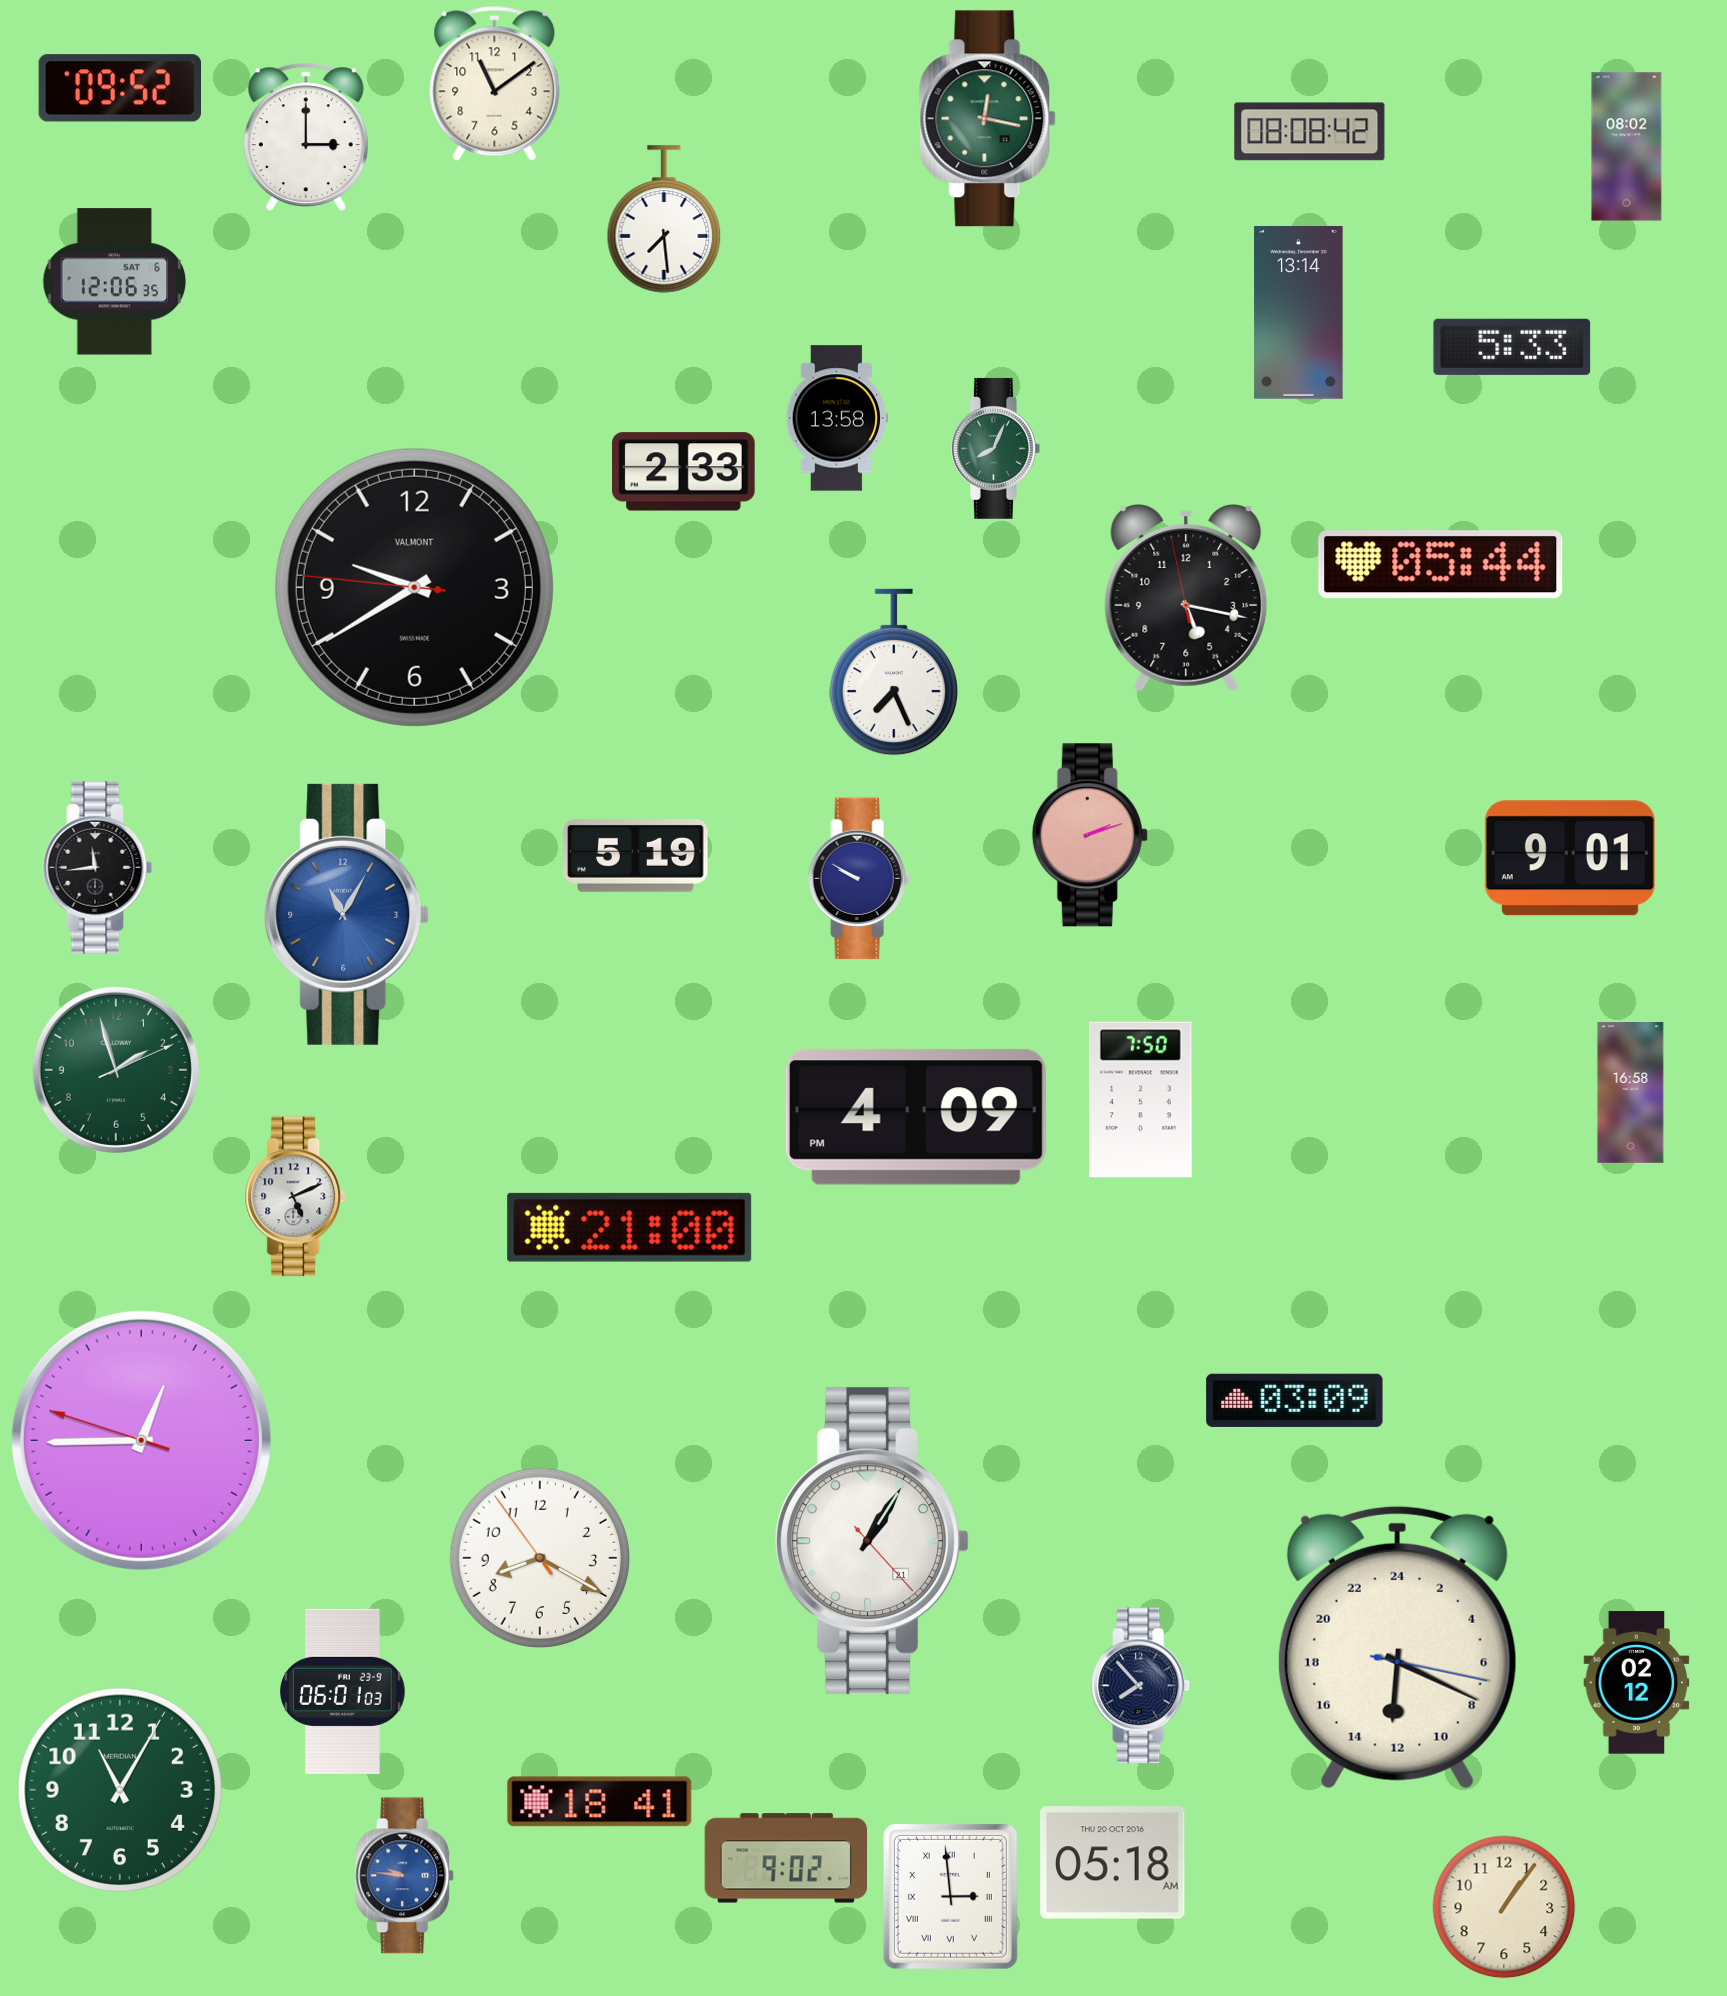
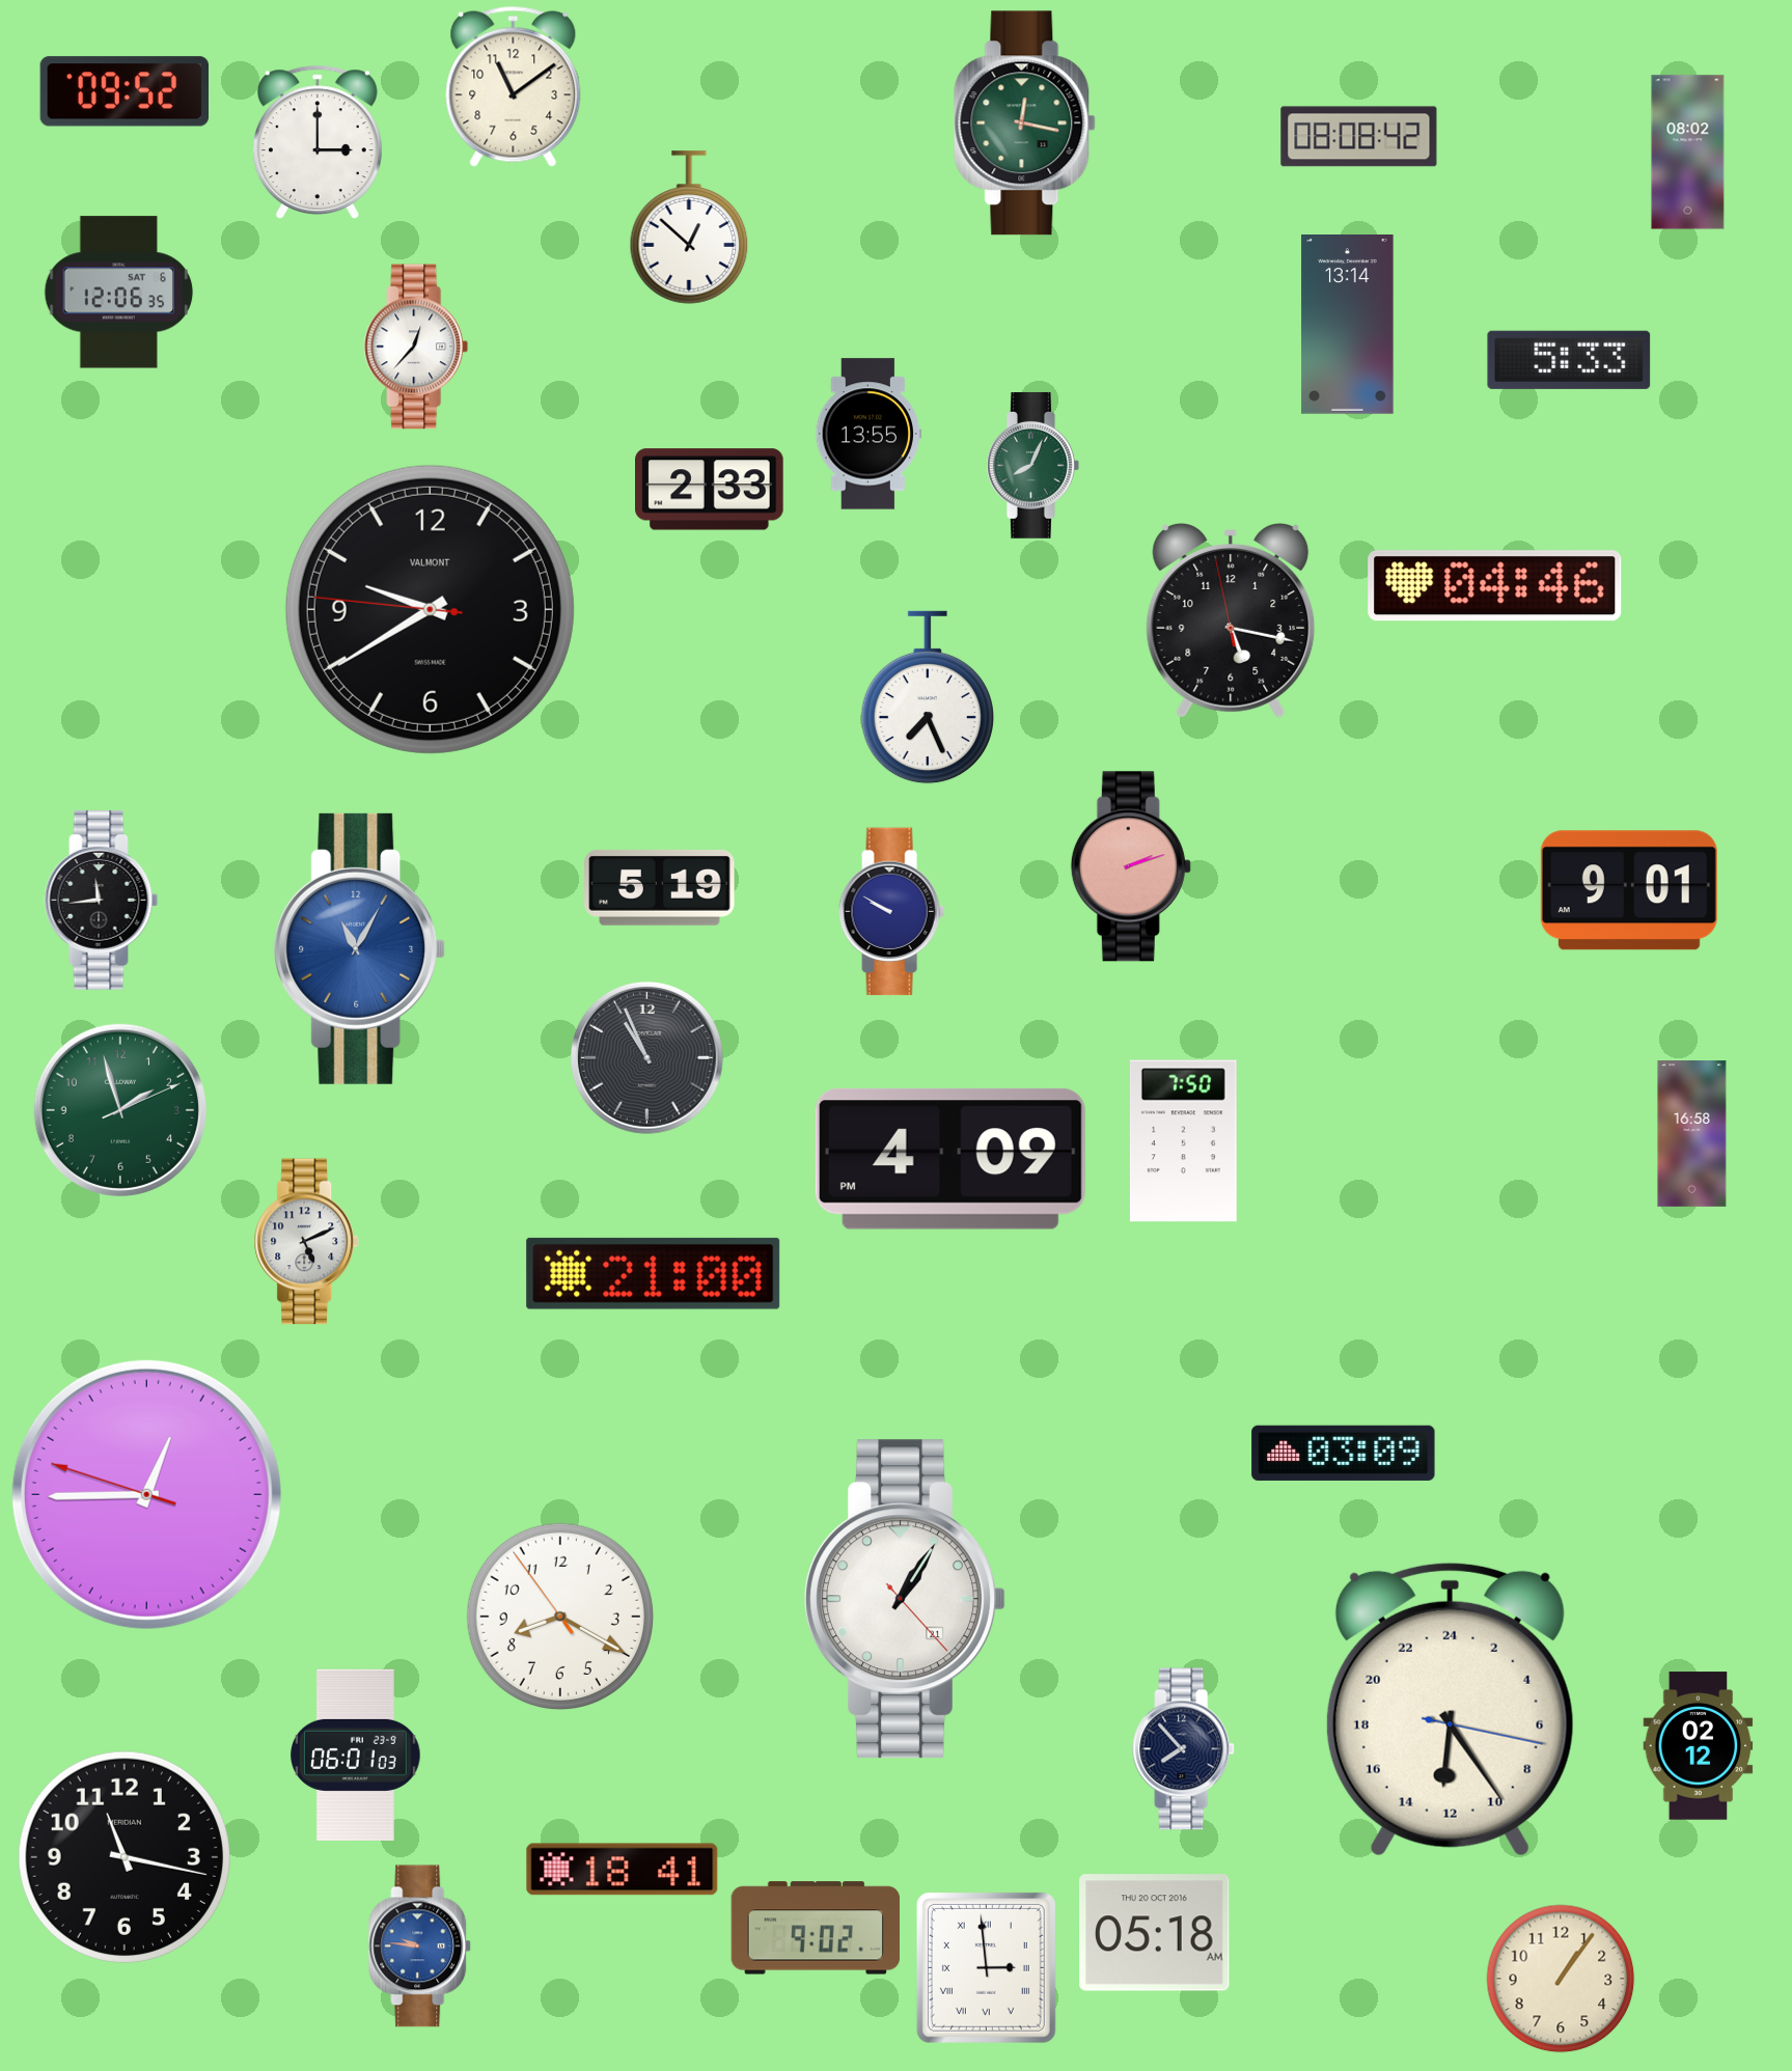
clock at (664, 219): 7:29 -> 12:52
clock at (416, 347): none -> 12:37
clock at (836, 418): 13:58 -> 13:55
clock at (1441, 565): 05:44 -> 04:46
clock at (646, 1057): none -> 10:56
clock at (1397, 1647): 12:19 -> 12:24
clock at (120, 1790): 11:05 -> 11:17
clock at (120, 1790) dial: green -> black
